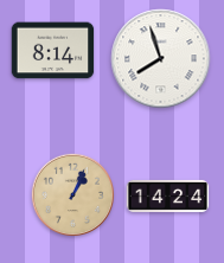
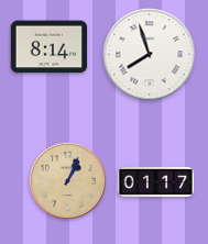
clock at (168, 195): 14:24 -> 01:17
